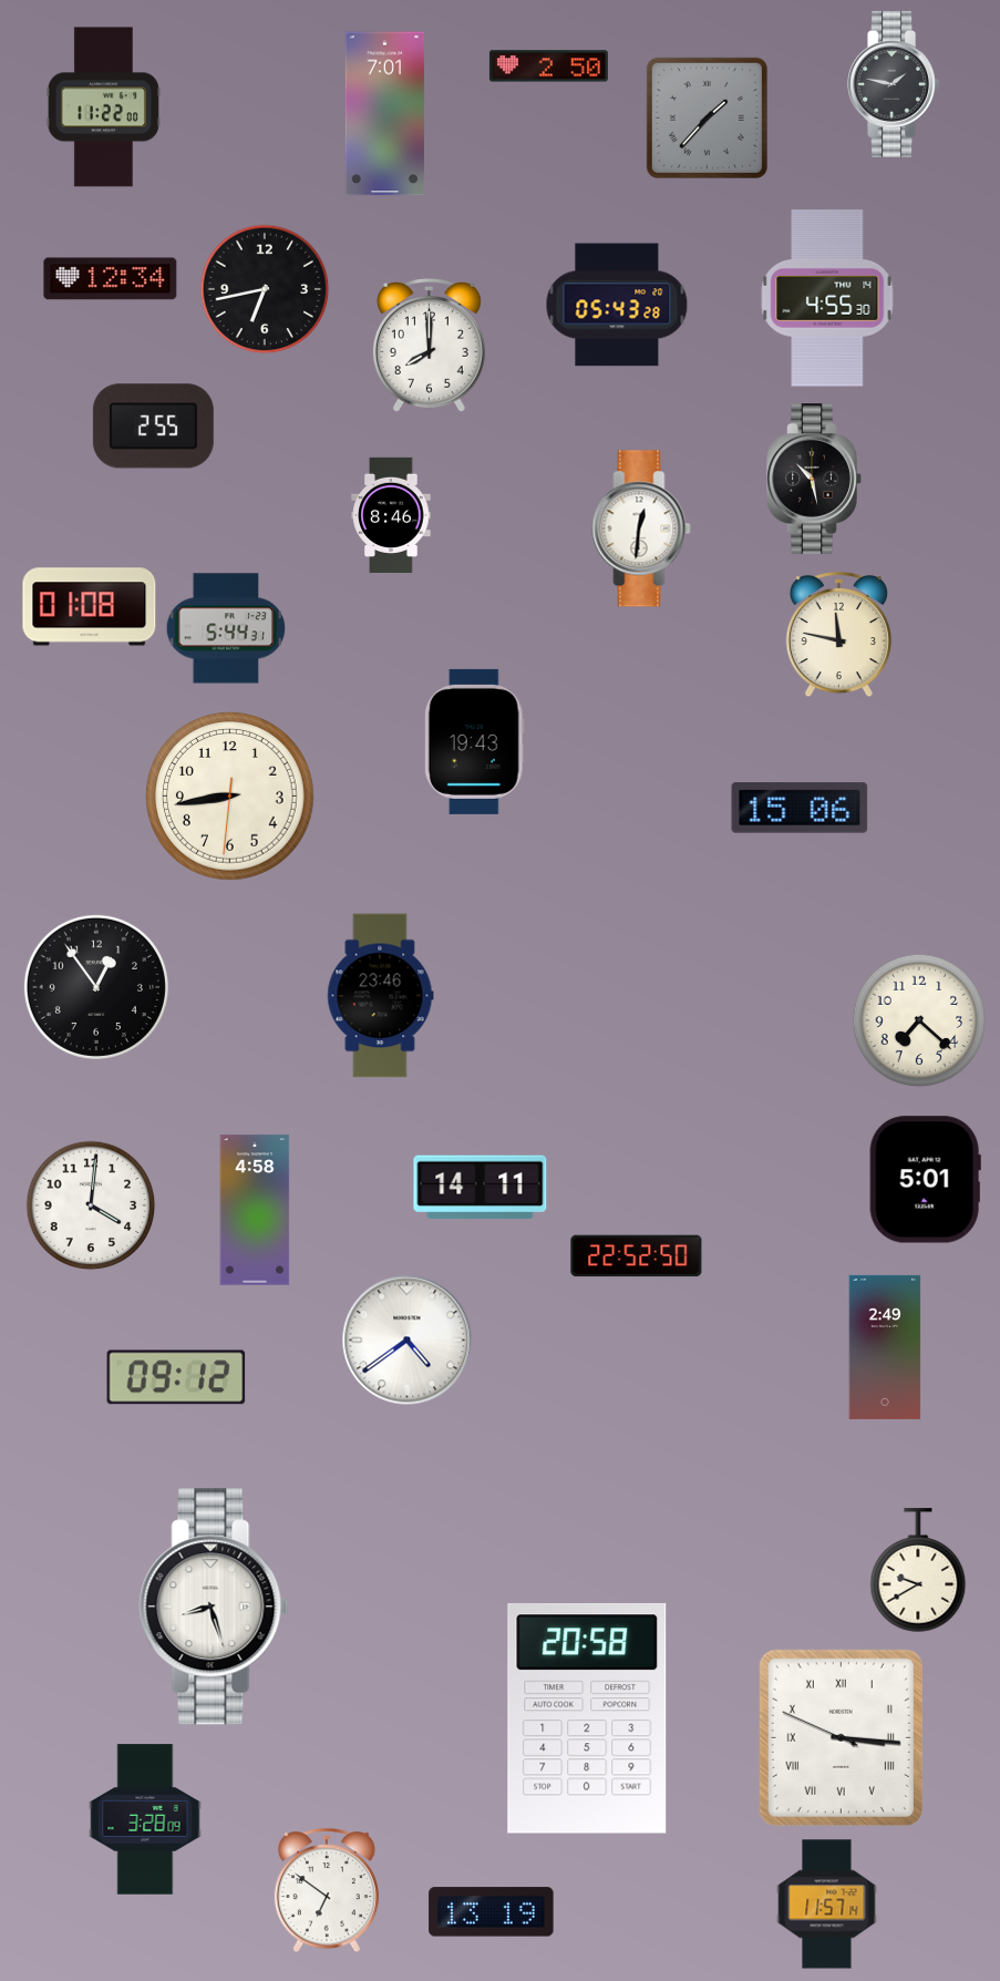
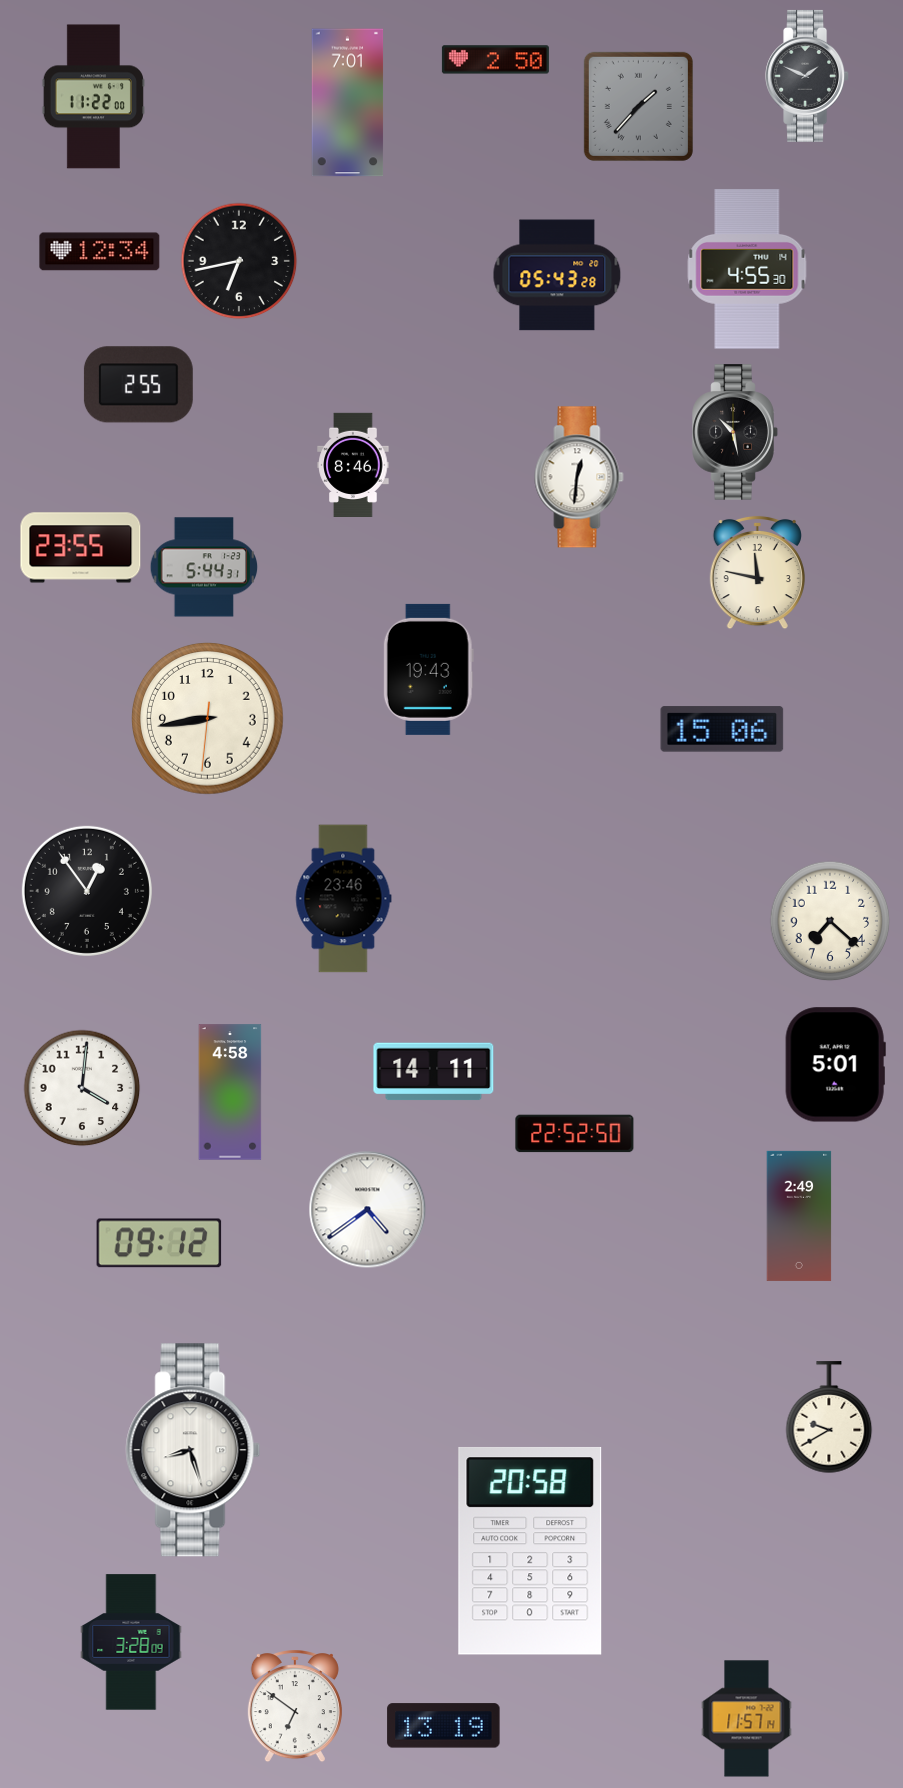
clock at (895, 84): 1:47 -> 1:49
clock at (429, 346): 8:00 -> none
clock at (90, 607): 01:08 -> 23:55
clock at (841, 1737): 3:15 -> none
